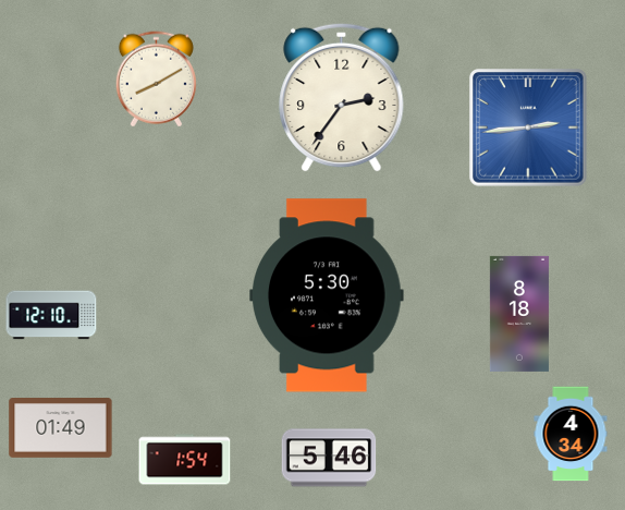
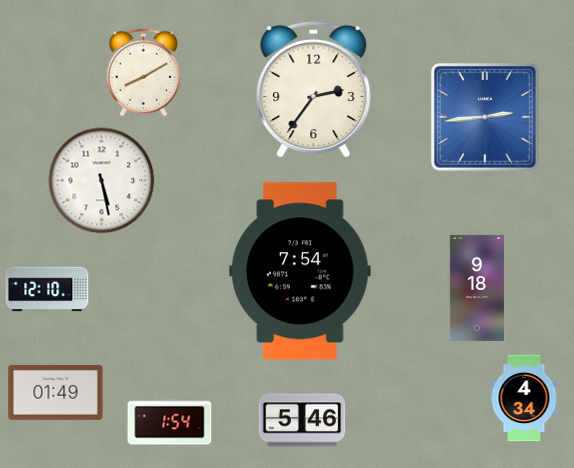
clock at (102, 181): none -> 5:28
clock at (328, 295): 5:30 -> 7:54
clock at (519, 314): 8:18 -> 9:18
